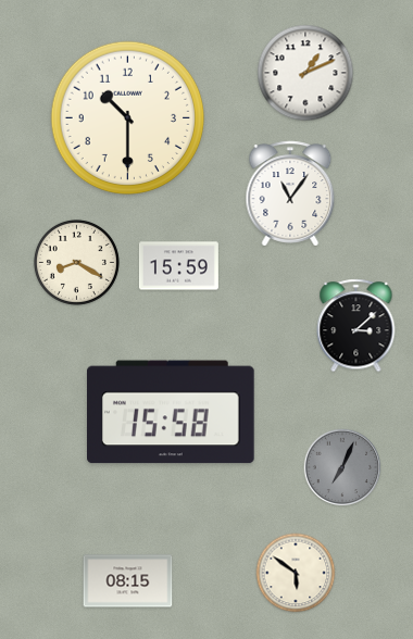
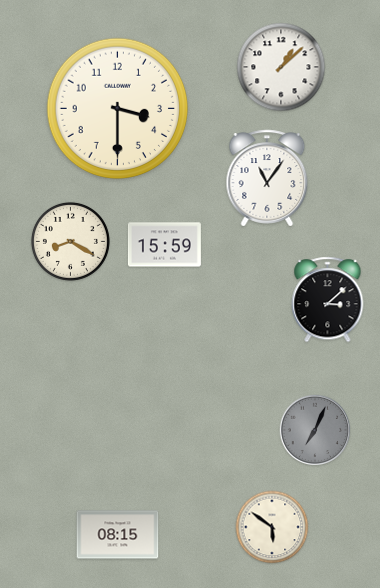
clock at (305, 73): 1:11 -> 1:08
clock at (128, 118): 10:30 -> 3:30
clock at (172, 412): 15:58 -> none
